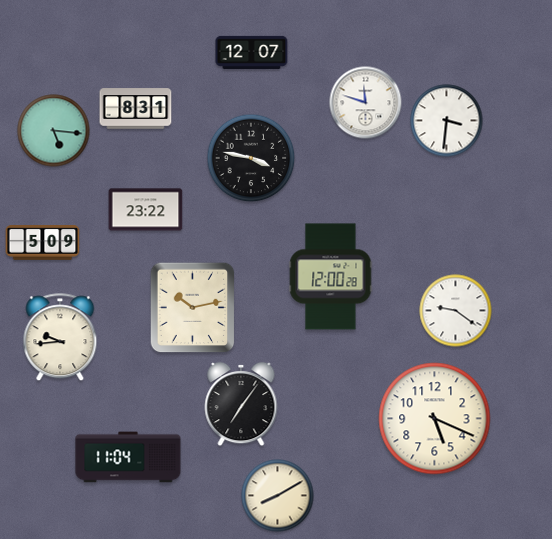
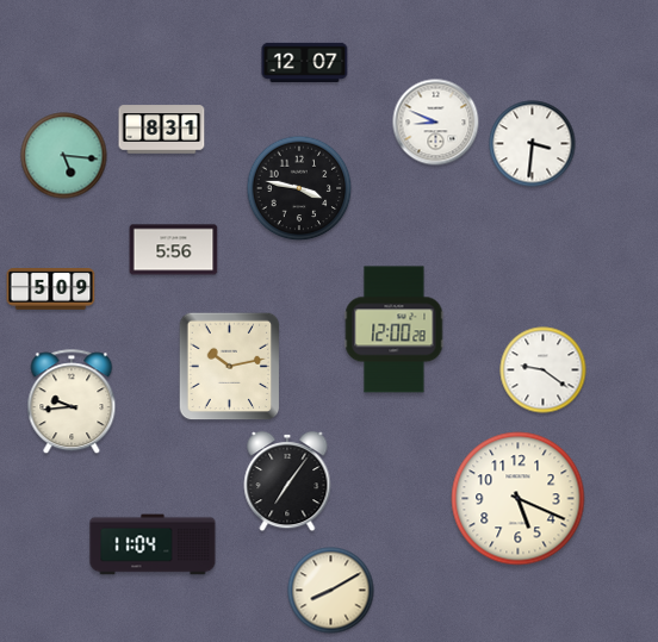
clock at (252, 52) position: (252, 52) -> (305, 62)
clock at (366, 103): 11:48 -> 8:49
clock at (146, 210): 23:22 -> 5:56
